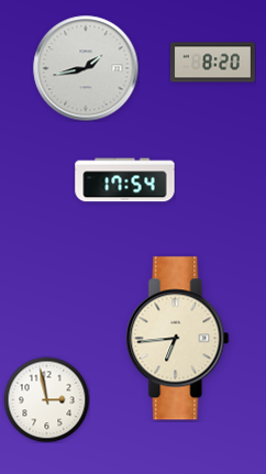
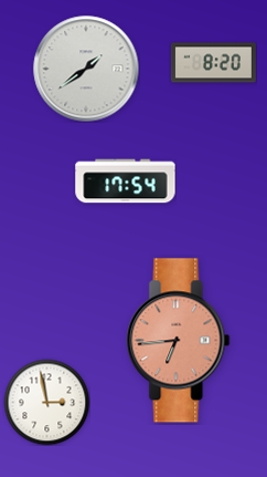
clock at (86, 68): 1:43 -> 1:39
clock at (178, 339) dial: cream -> salmon
